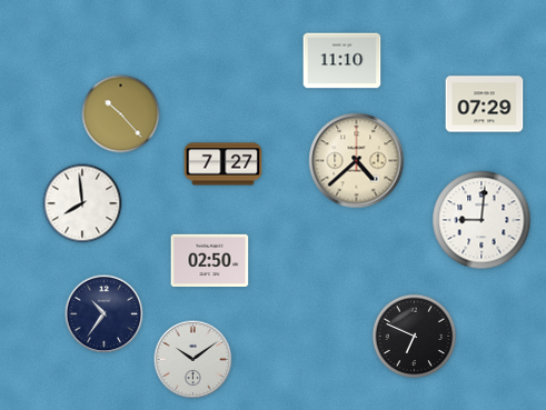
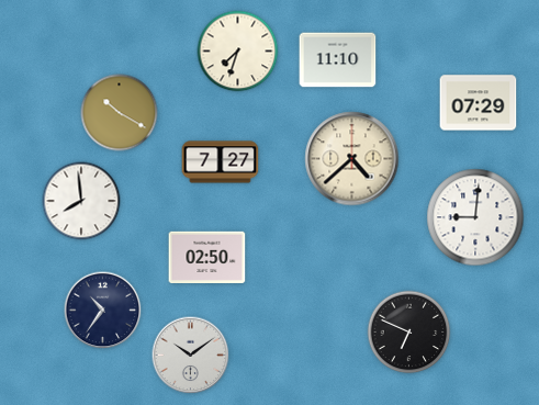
clock at (238, 52): none -> 7:33
clock at (121, 114): 10:23 -> 10:20
